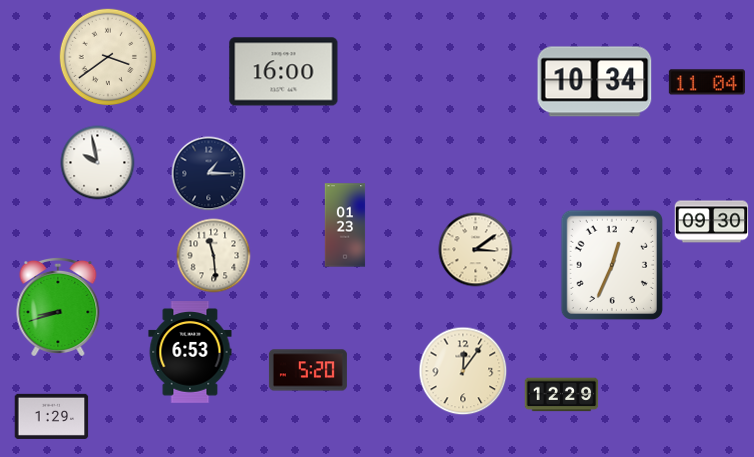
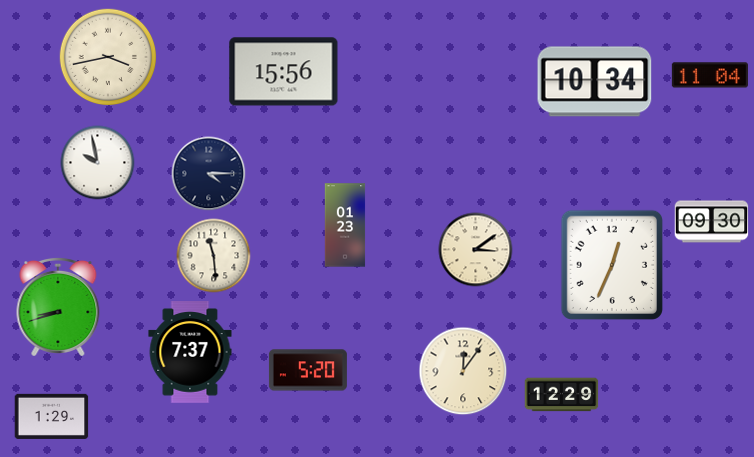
clock at (108, 57): 3:39 -> 3:43
clock at (284, 72): 16:00 -> 15:56
clock at (707, 82) position: (707, 82) -> (710, 75)
clock at (209, 174): 1:15 -> 4:15
clock at (190, 352): 6:53 -> 7:37
